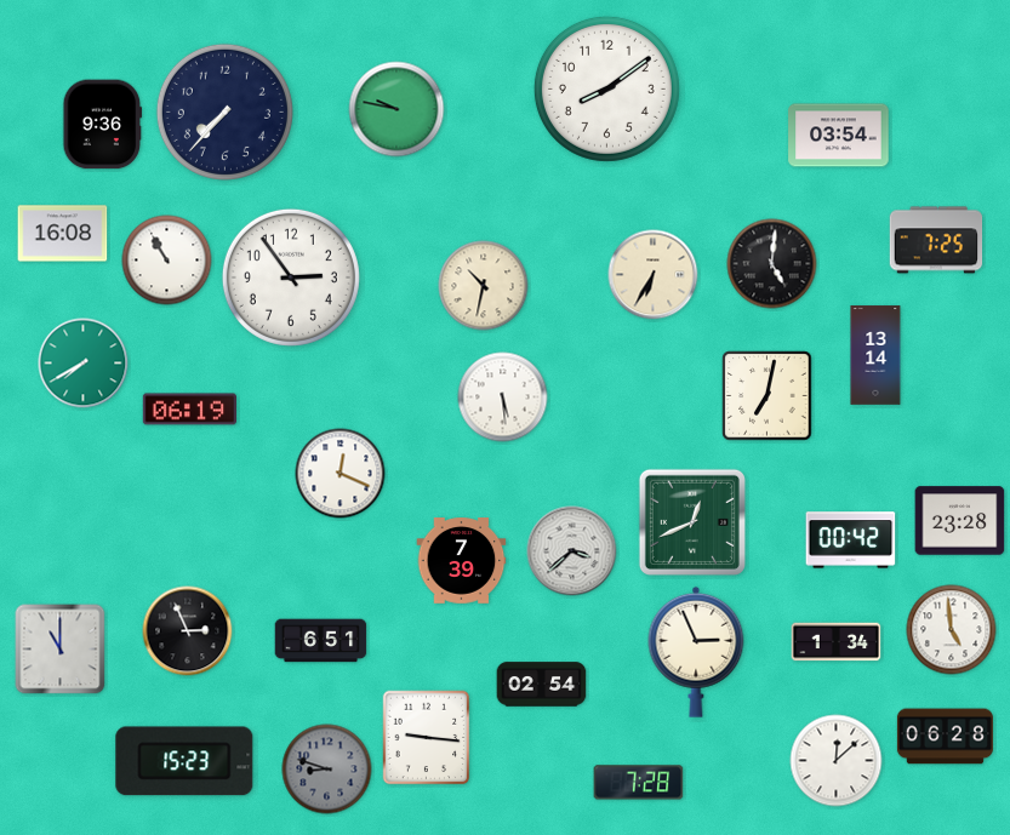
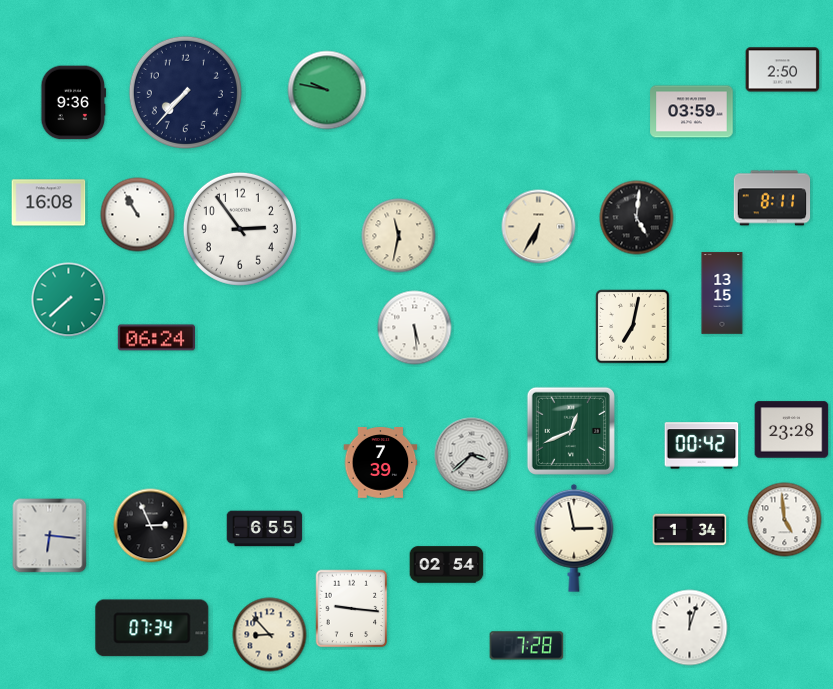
clock at (783, 70): none -> 2:50
clock at (606, 88): 8:09 -> none
clock at (103, 125) position: (103, 125) -> (74, 103)
clock at (839, 136): 03:54 -> 03:59
clock at (63, 234) position: (63, 234) -> (49, 203)
clock at (936, 240): 7:25 -> 8:11
clock at (484, 286): 10:32 -> 11:32
clock at (875, 355): 13:14 -> 13:15
clock at (84, 364): 7:40 -> 7:38
clock at (189, 410): 06:19 -> 06:24
clock at (341, 474): 12:19 -> none
clock at (188, 631) position: (188, 631) -> (151, 526)
clock at (321, 641): 6:51 -> 6:55
clock at (61, 650): 11:00 -> 6:16
clock at (696, 652): 2:56 -> 2:58
clock at (945, 737): 06:28 -> none
clock at (184, 761): 15:23 -> 07:34
clock at (837, 761): 12:08 -> 12:03
clock at (327, 770): 8:48 -> 8:53
clock at (327, 770) dial: grey -> cream
